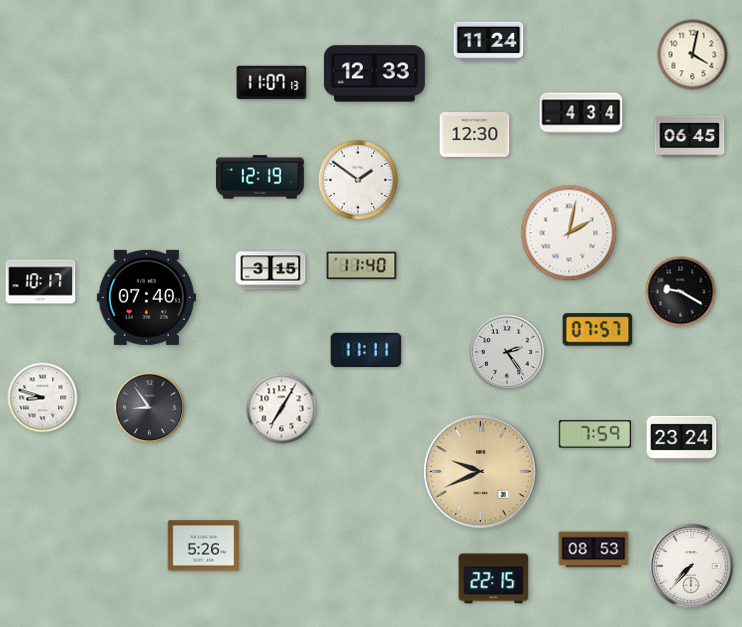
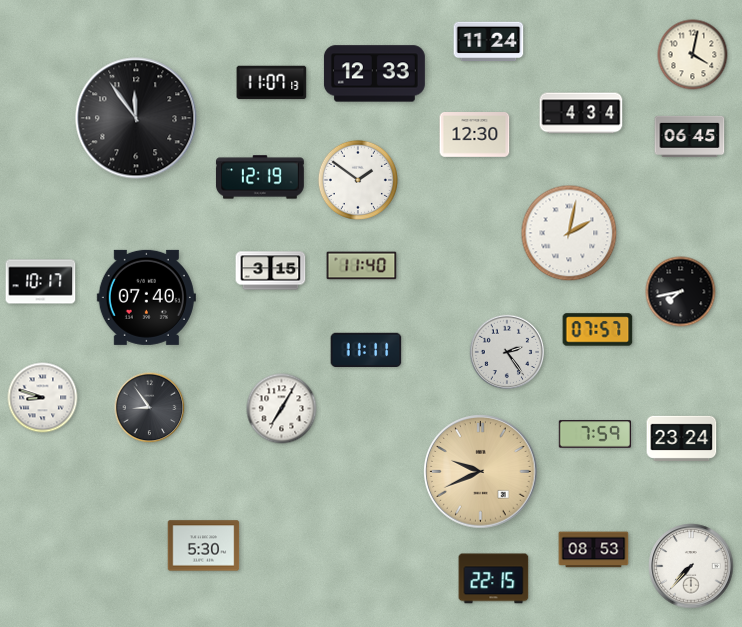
clock at (136, 118): none -> 11:54
clock at (681, 292): 9:20 -> 7:43
clock at (204, 546): 5:26 -> 5:30
